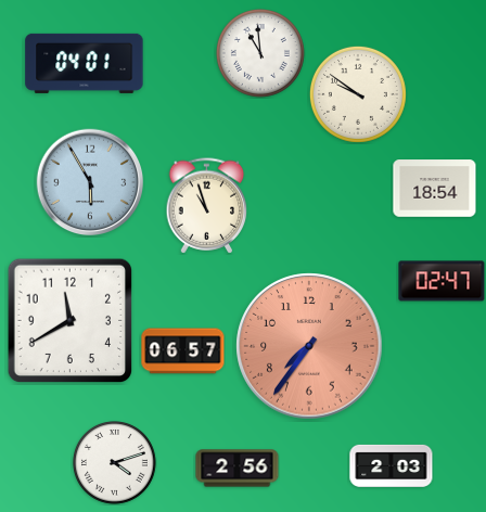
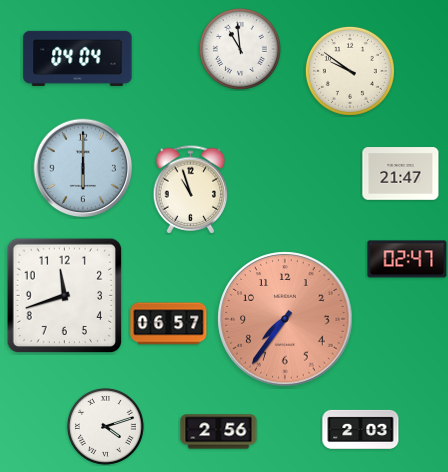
clock at (85, 63): 04:01 -> 04:04
clock at (358, 94) position: (358, 94) -> (350, 71)
clock at (90, 182): 5:55 -> 6:00
clock at (435, 189): 18:54 -> 21:47
clock at (71, 321): 11:40 -> 11:42
